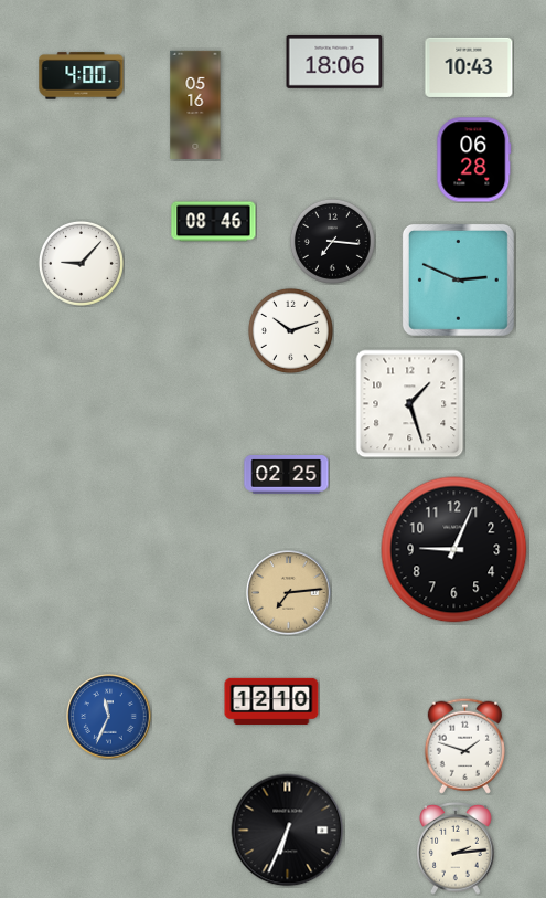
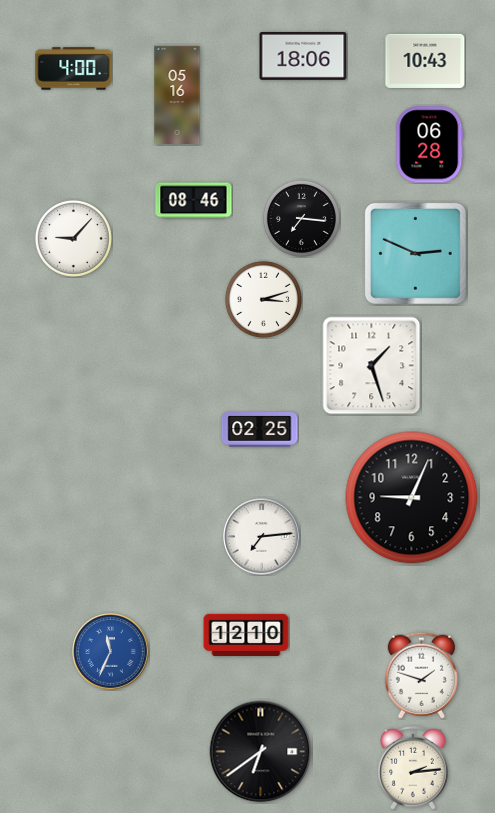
clock at (290, 330): 10:12 -> 3:12
clock at (289, 593) dial: champagne -> white
clock at (109, 717) position: (109, 717) -> (111, 652)
clock at (288, 831): 6:34 -> 6:39
